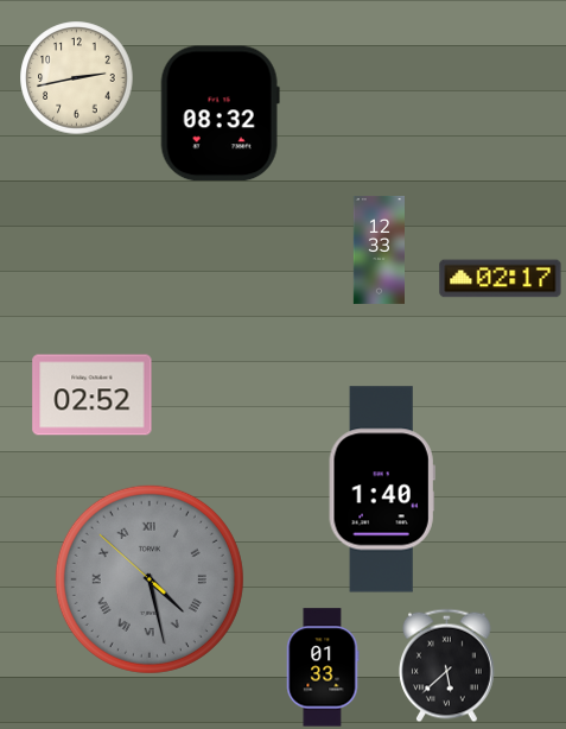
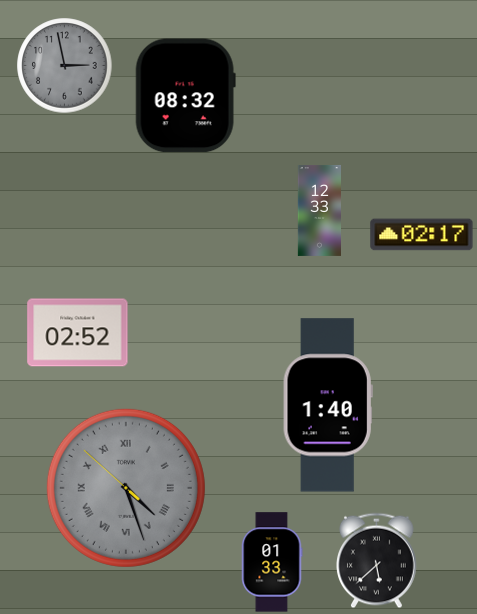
clock at (77, 78): 2:43 -> 2:58
clock at (77, 78) dial: cream -> grey
clock at (382, 489) position: (382, 489) -> (328, 405)
clock at (150, 579): 4:27 -> 4:26
